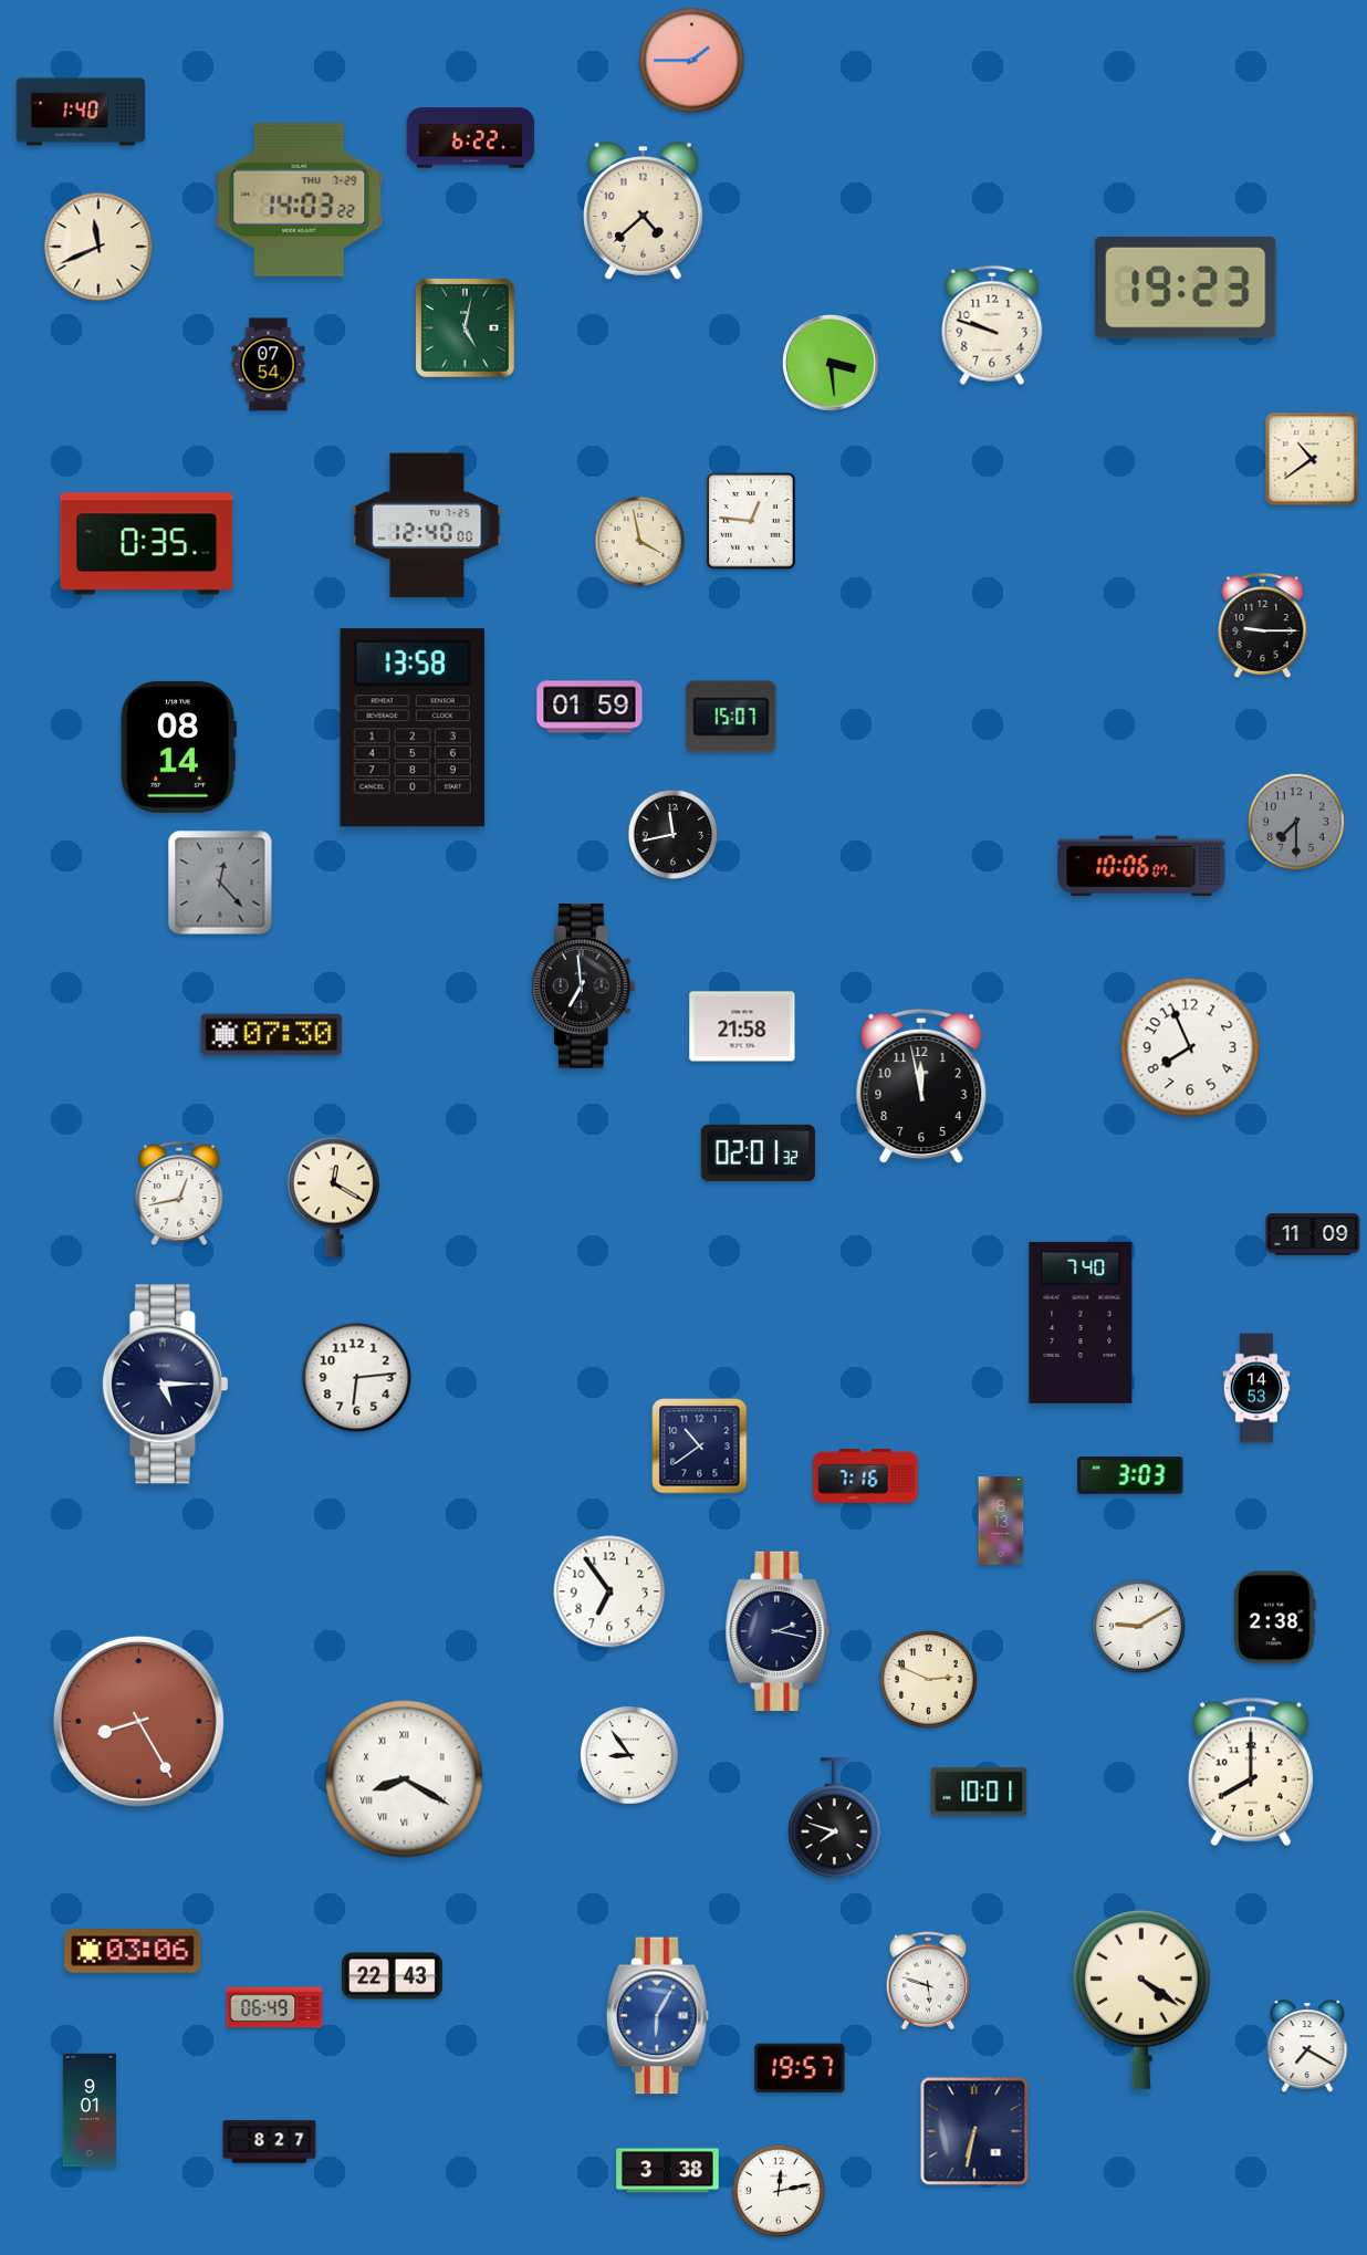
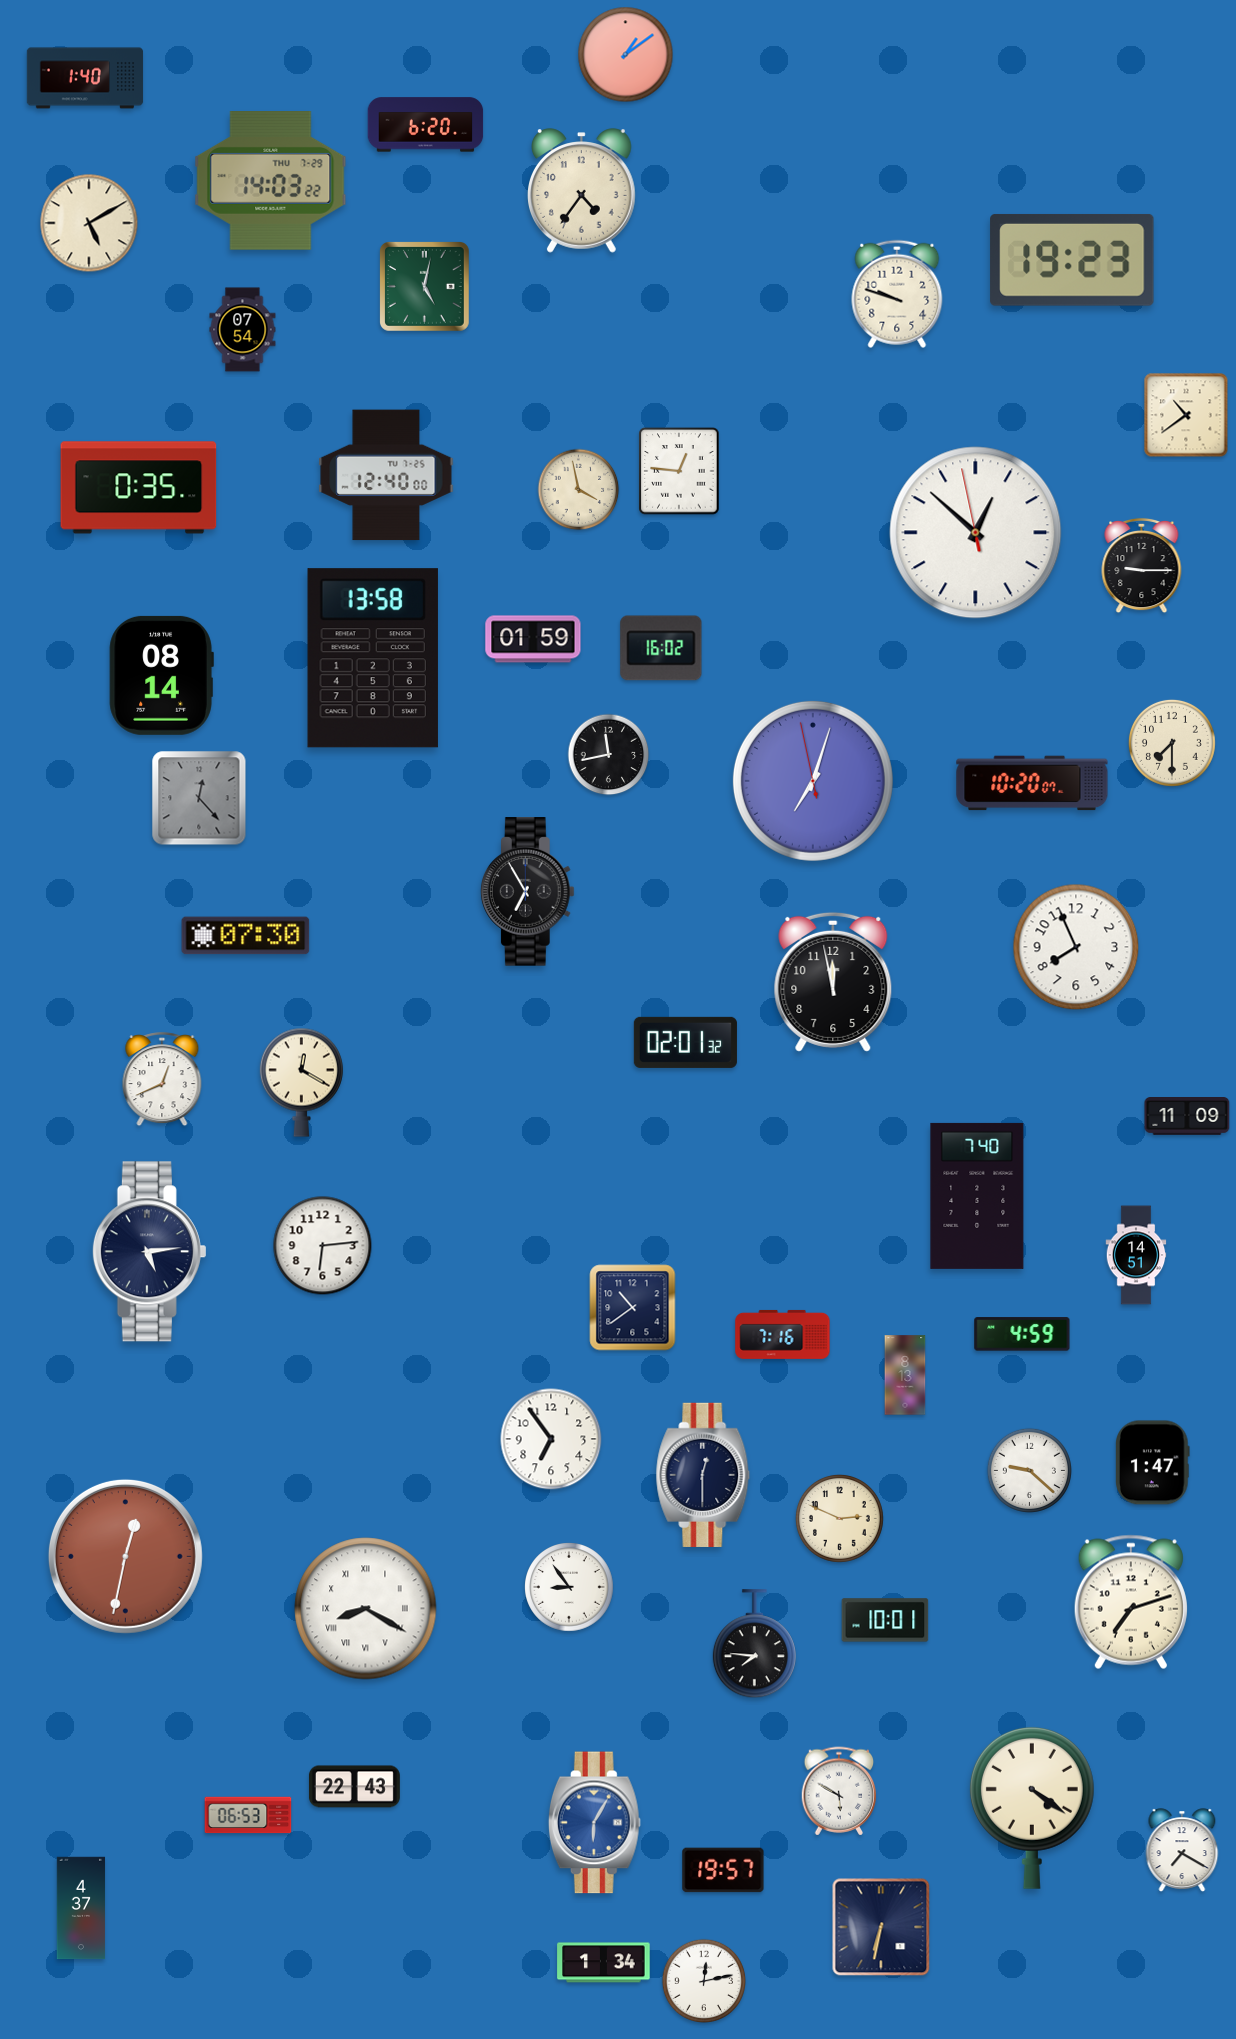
clock at (692, 61): 1:45 -> 1:09
clock at (81, 112) position: (81, 112) -> (85, 78)
clock at (471, 138): 6:22 -> 6:20
clock at (644, 211): 4:38 -> 4:36
clock at (98, 247): 11:41 -> 5:10
clock at (465, 327) position: (465, 327) -> (424, 286)
clock at (831, 363): 3:29 -> none
clock at (147, 544) position: (147, 544) -> (139, 488)
clock at (976, 533): none -> 12:51
clock at (731, 717): 15:07 -> 16:02
clock at (1296, 822) dial: grey -> cream
clock at (813, 781): none -> 7:02
clock at (1141, 866): 10:06 -> 10:20
clock at (583, 986): 6:59 -> 6:55
clock at (742, 1026): 21:58 -> none
clock at (179, 1194): 12:43 -> 12:41
clock at (165, 1385): 5:15 -> 5:14
clock at (1256, 1388): 14:53 -> 14:51
clock at (1130, 1475): 3:03 -> 4:59
clock at (1275, 1618): 2:38 -> 1:47
clock at (1138, 1626): 9:10 -> 9:22
clock at (778, 1631): 2:17 -> 12:30
clock at (138, 1721): 8:25 -> 12:32
clock at (1251, 1772): 8:00 -> 7:12
clock at (834, 1818): 7:48 -> 7:46
clock at (133, 1951): 03:06 -> none
clock at (928, 1981): 5:48 -> 5:50
clock at (274, 2007): 06:49 -> 06:53
clock at (90, 2110): 9:01 -> 4:37
clock at (270, 2142): 8:27 -> none
clock at (668, 2171): 3:38 -> 1:34
